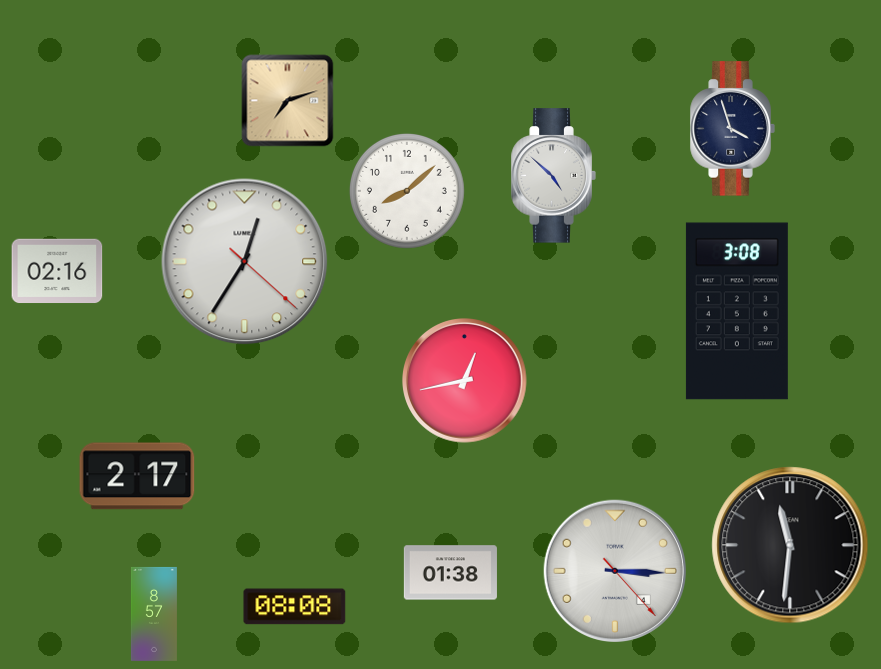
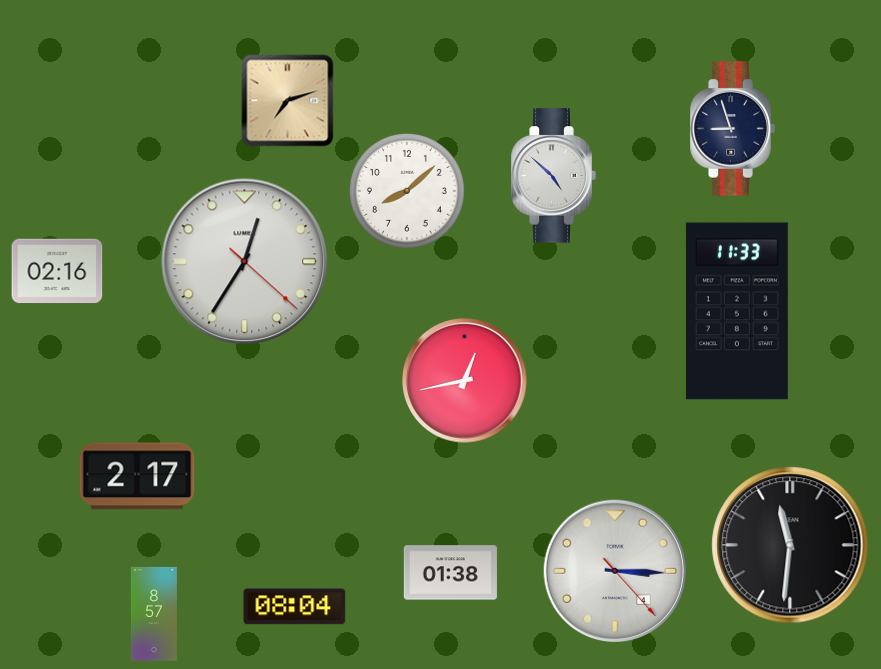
clock at (732, 129): 3:57 -> 8:57
clock at (737, 311): 3:08 -> 11:33
clock at (295, 607): 08:08 -> 08:04
